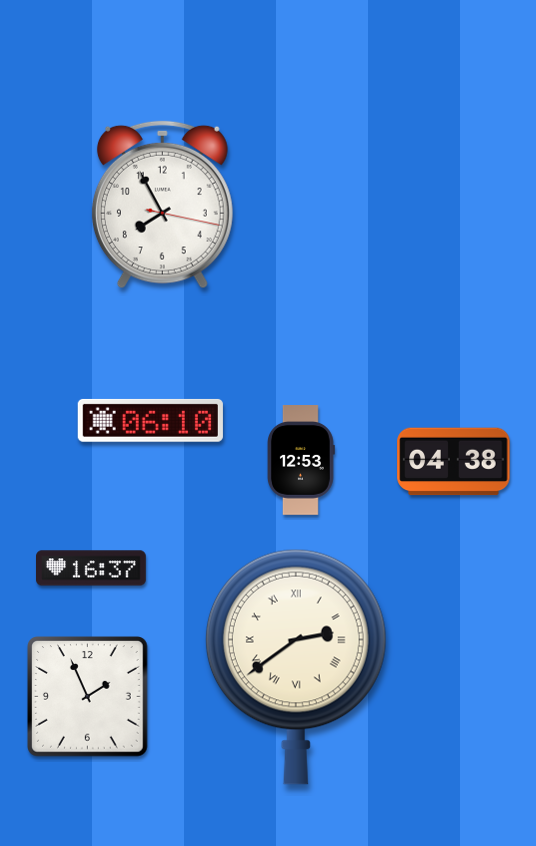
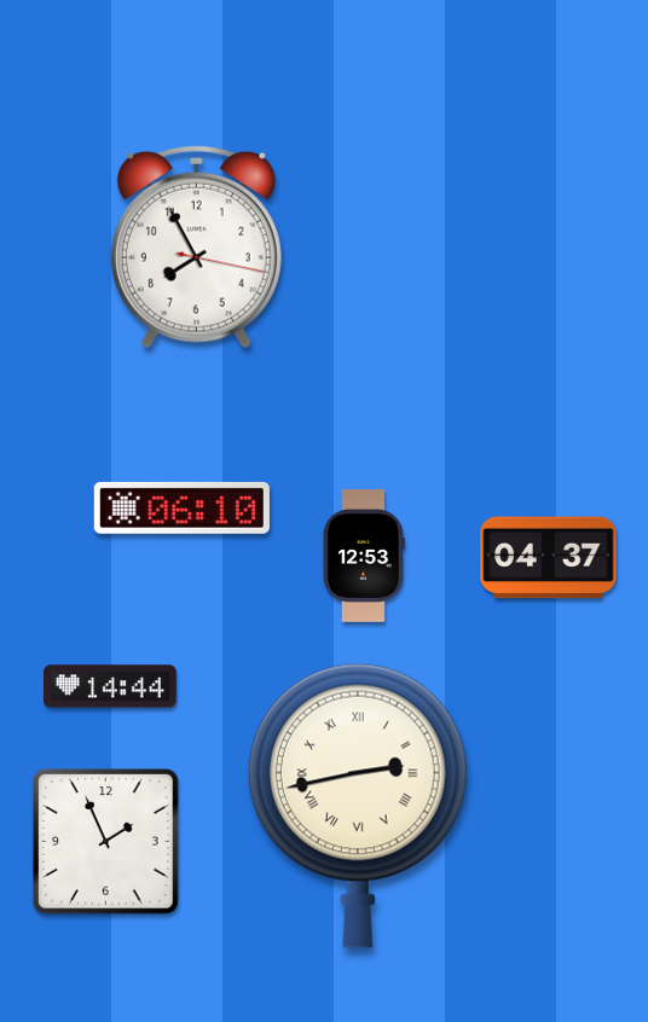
clock at (454, 462): 04:38 -> 04:37
clock at (92, 568): 16:37 -> 14:44
clock at (296, 667): 2:39 -> 2:43
